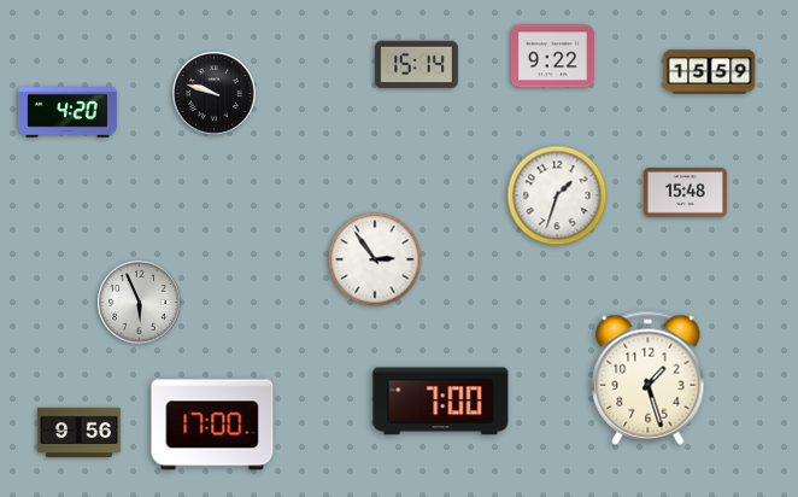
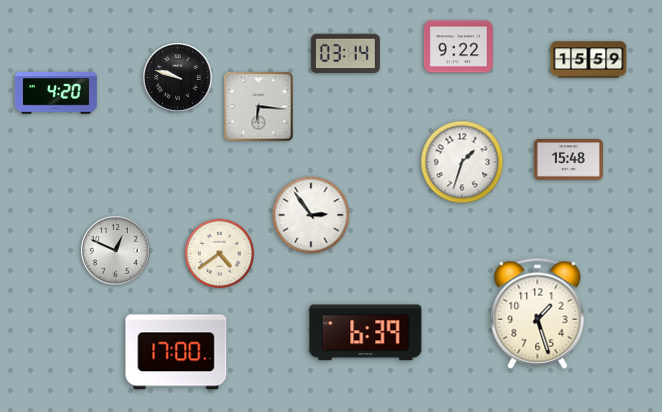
clock at (416, 65): 15:14 -> 03:14
clock at (259, 107): none -> 6:16
clock at (140, 303): 5:56 -> 12:49
clock at (220, 254): none -> 4:39
clock at (441, 402): 7:00 -> 6:39
clock at (78, 433): 9:56 -> none
